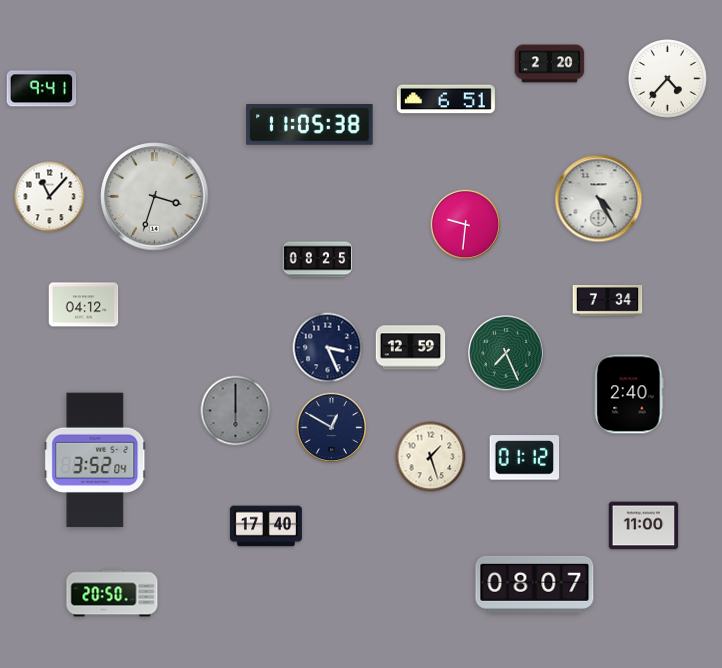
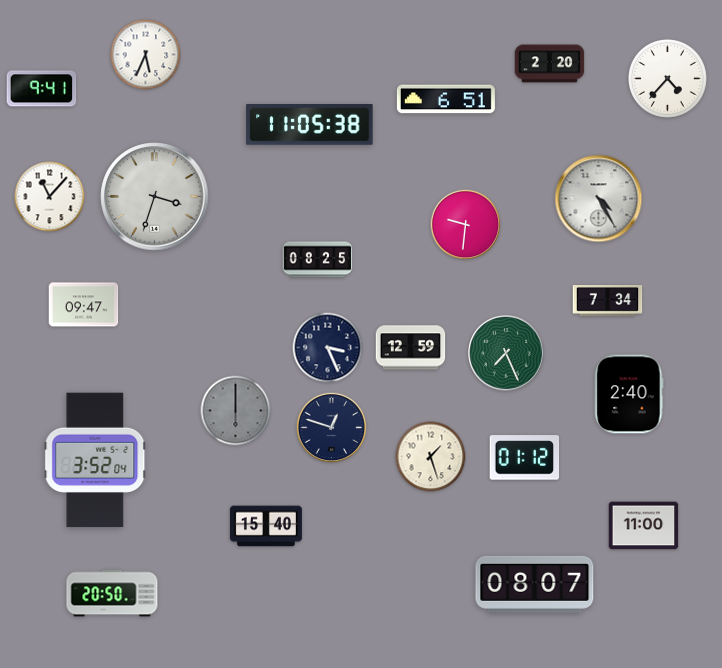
clock at (146, 55): none -> 5:34
clock at (84, 305): 04:12 -> 09:47
clock at (332, 428): 12:50 -> 12:48
clock at (266, 526): 17:40 -> 15:40
